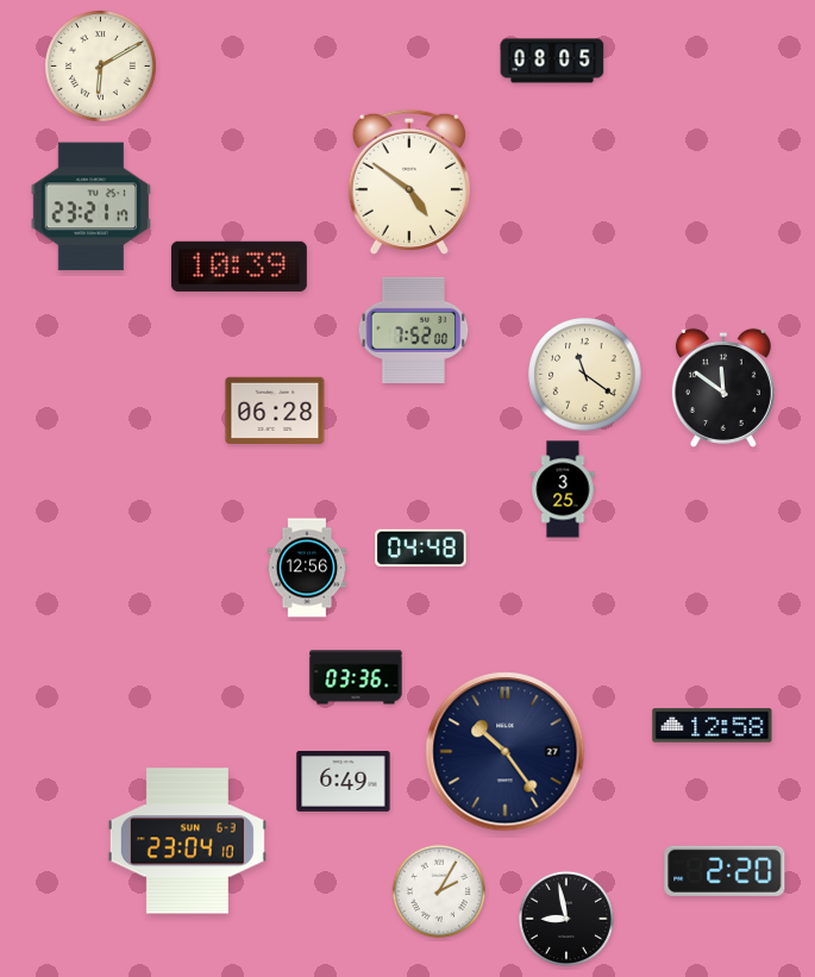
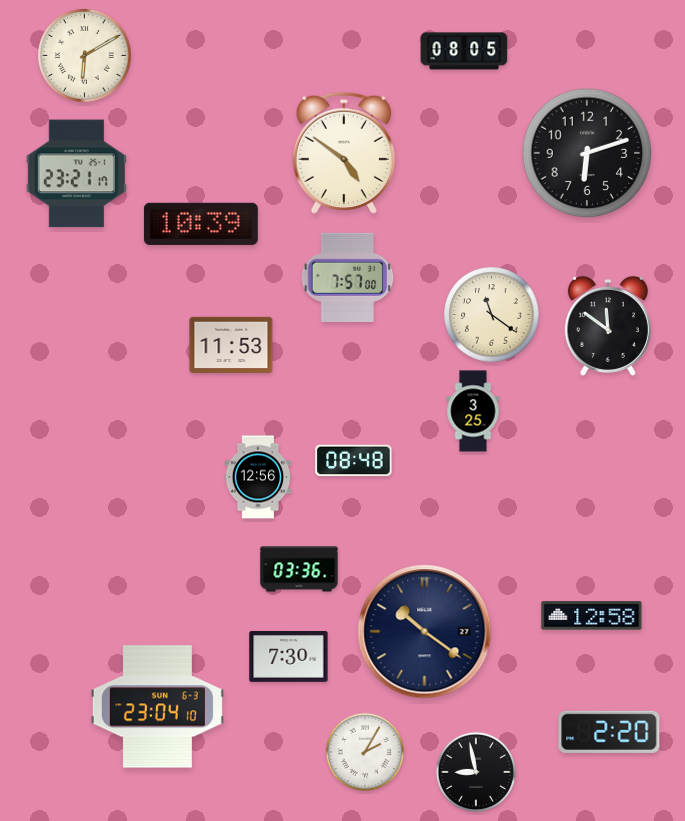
clock at (587, 153): none -> 6:12
clock at (414, 330): 7:52 -> 7:57
clock at (275, 409): 06:28 -> 11:53
clock at (421, 549): 04:48 -> 08:48
clock at (713, 726) position: (713, 726) -> (592, 616)
clock at (506, 752): 10:24 -> 10:21
clock at (344, 782): 6:49 -> 7:30
clock at (439, 891) position: (439, 891) -> (365, 752)
